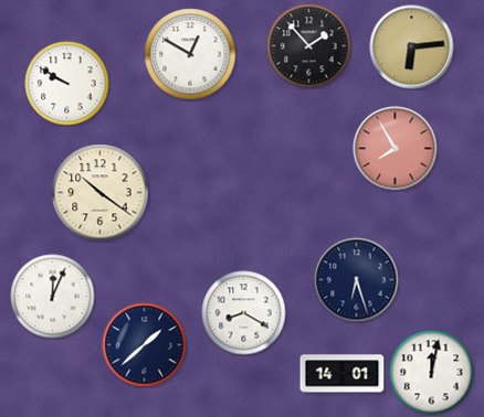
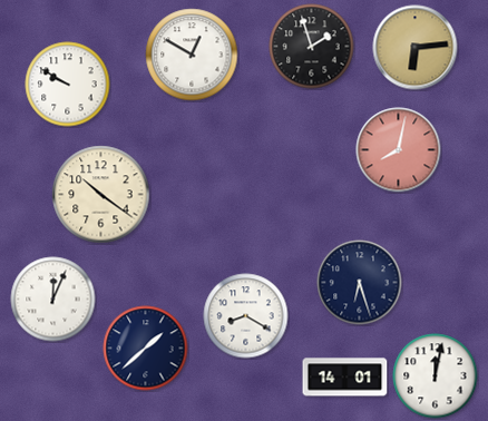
clock at (309, 46): 1:53 -> 1:57
clock at (396, 149): 7:55 -> 8:02
